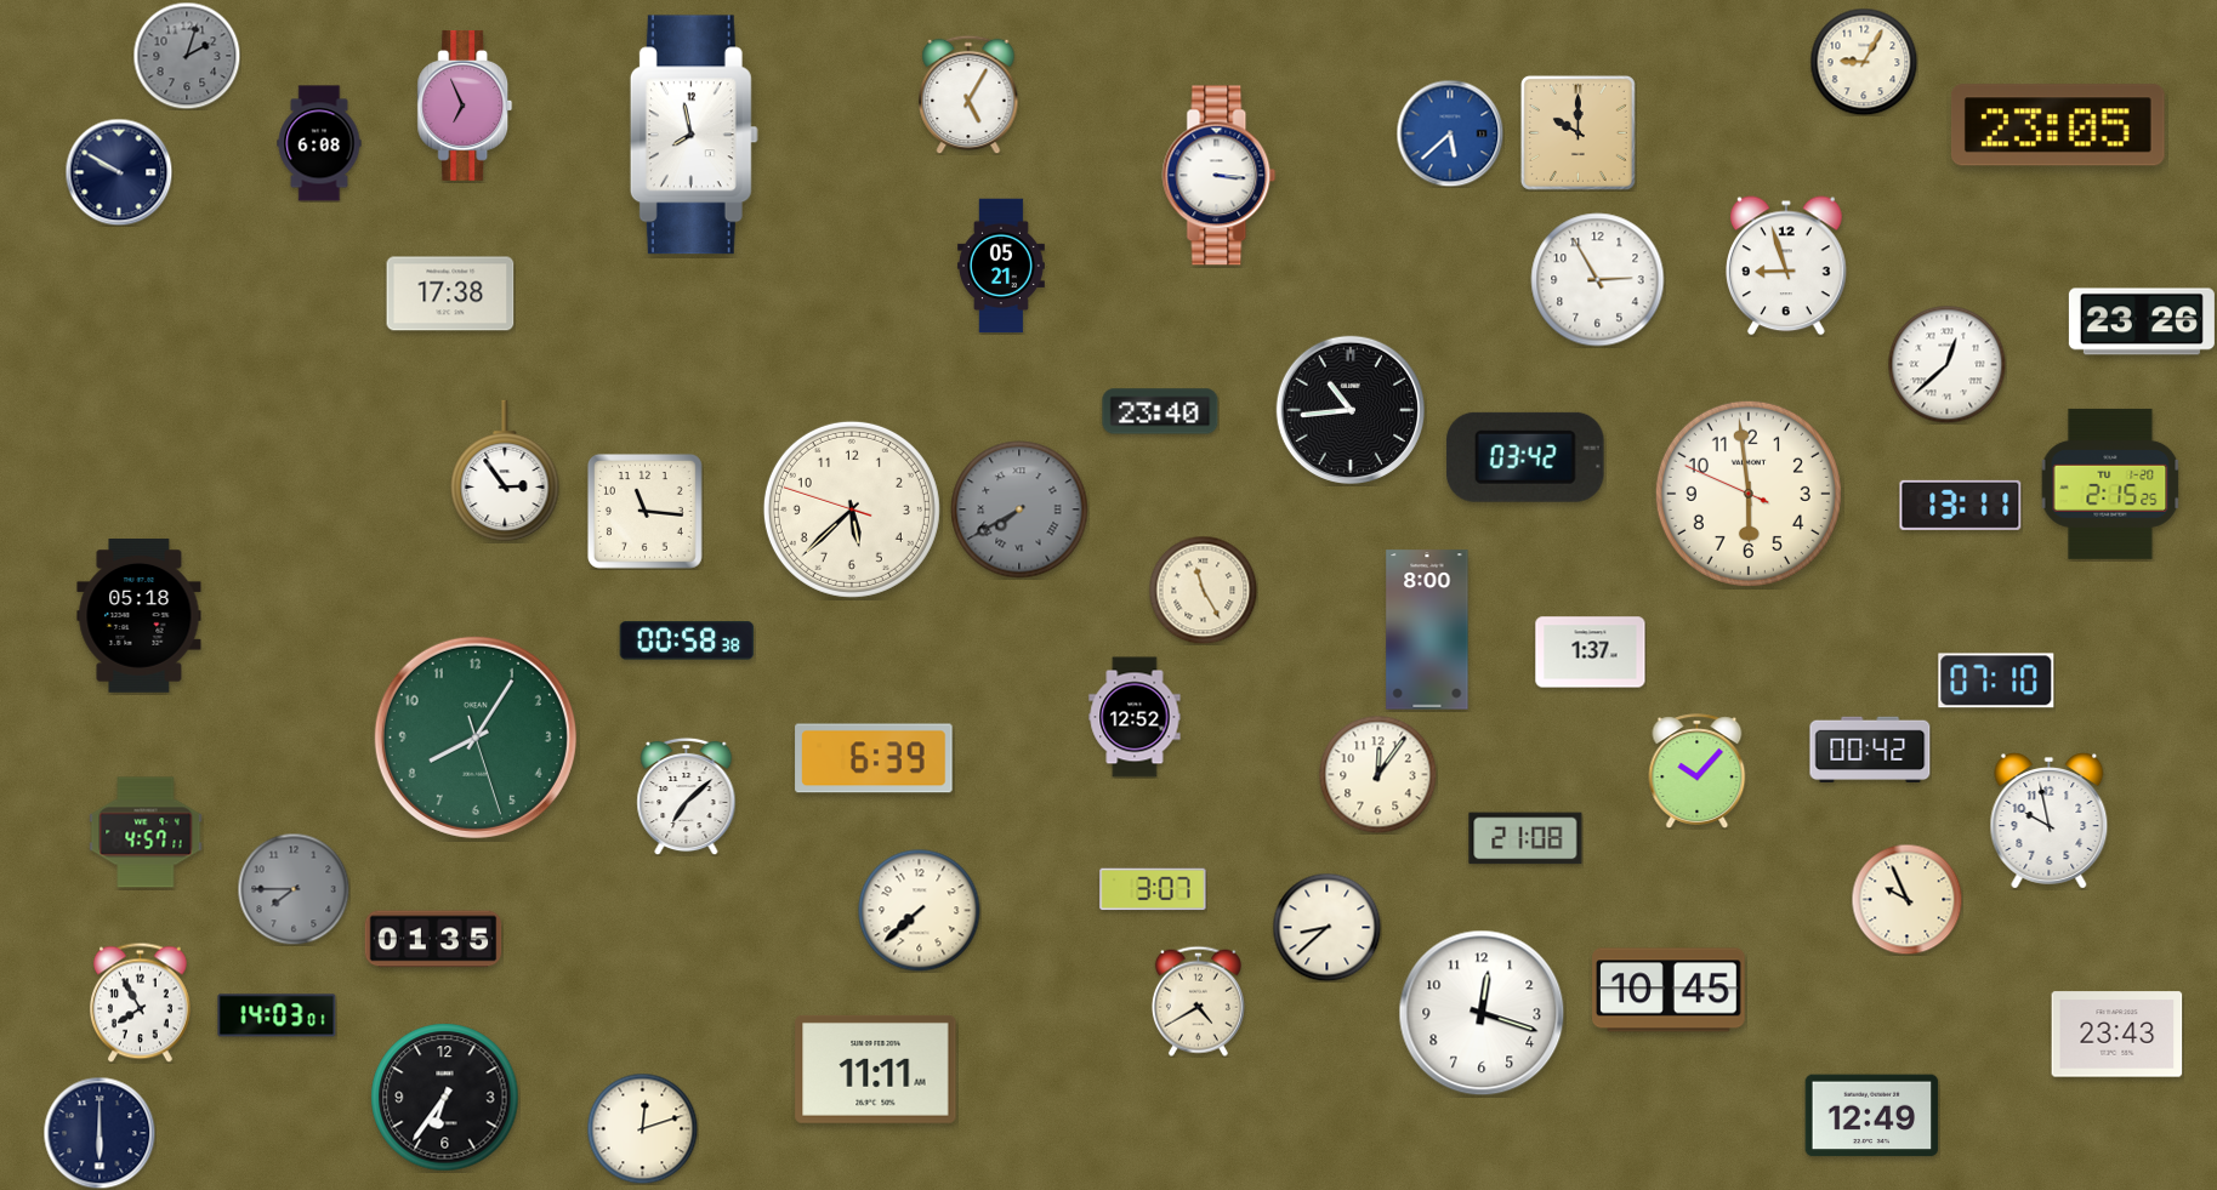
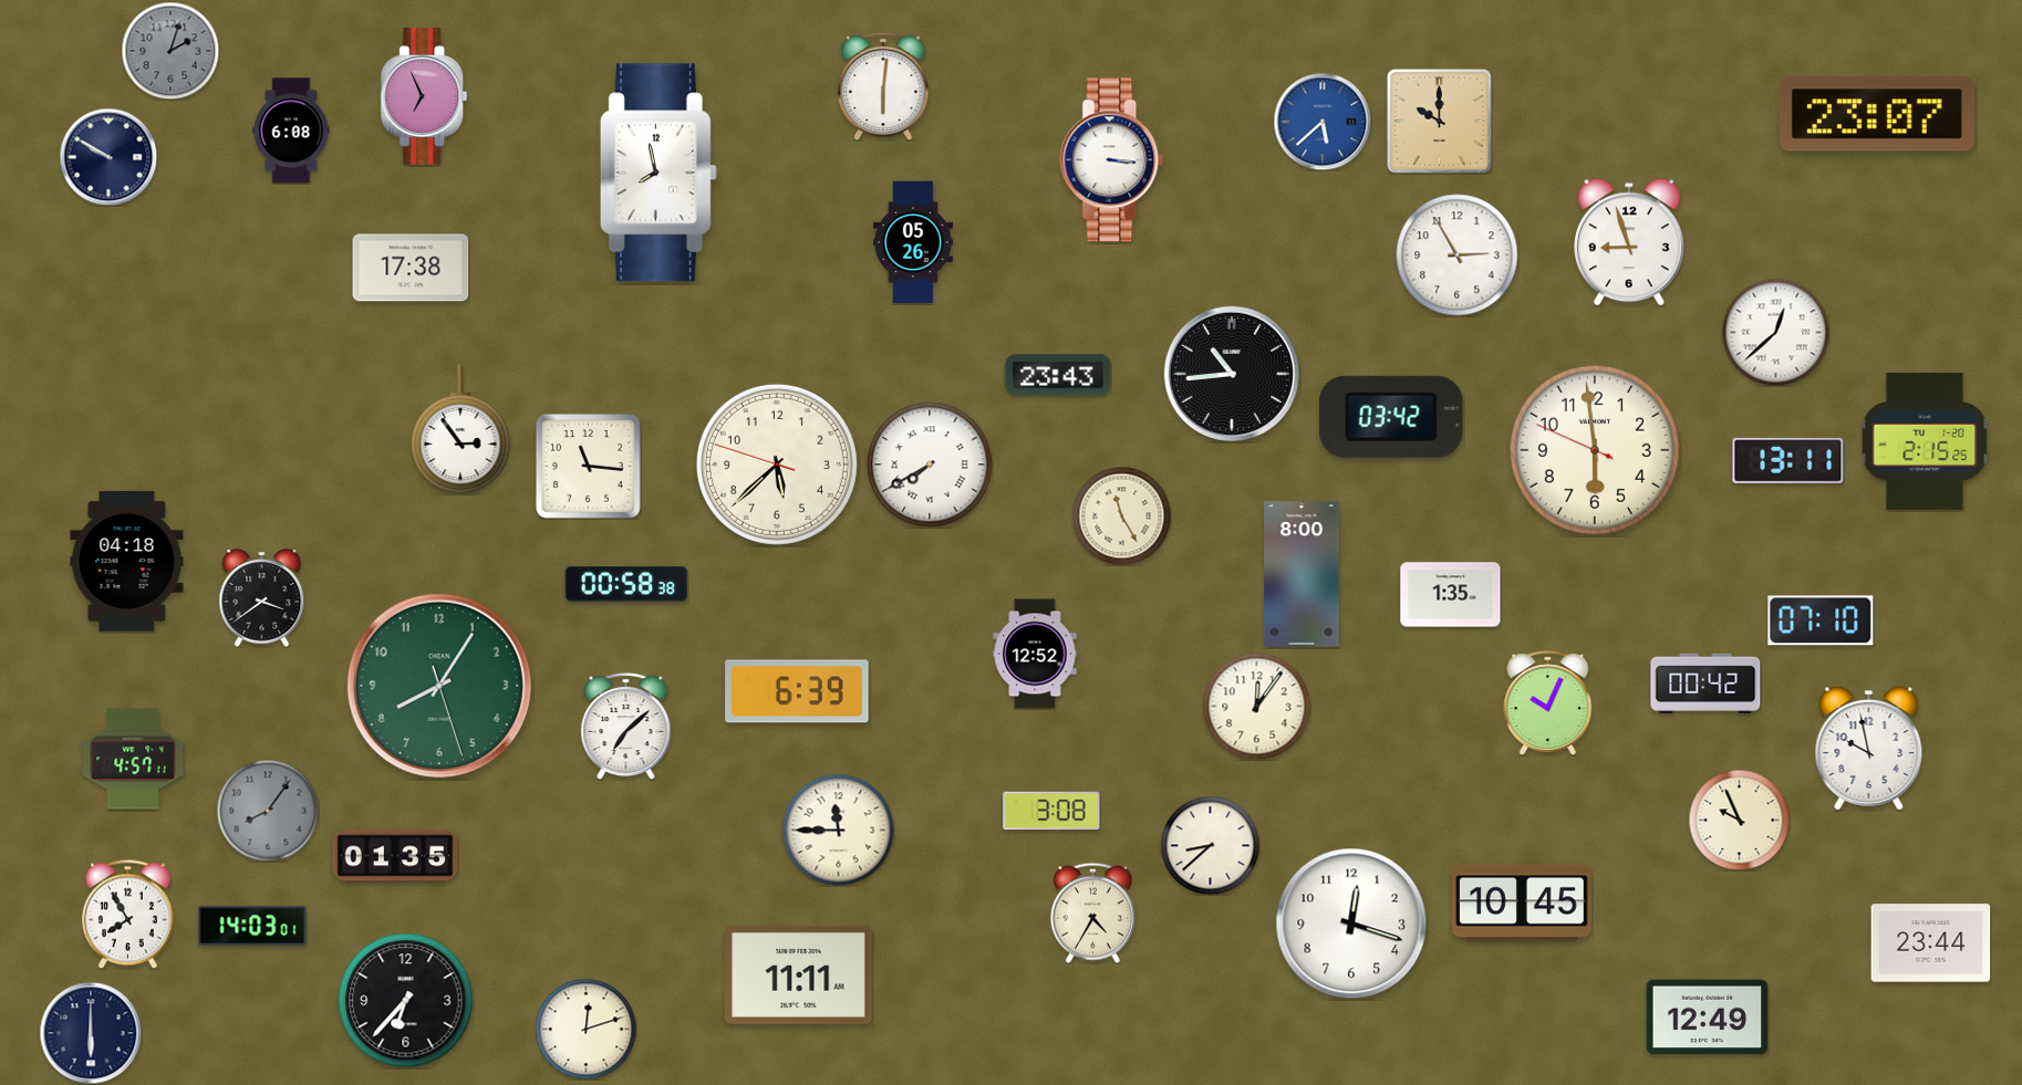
clock at (1864, 62): 9:05 -> none
clock at (968, 95): 5:05 -> 6:01
clock at (2058, 125): 23:05 -> 23:07
clock at (694, 135) position: (694, 135) -> (659, 173)
clock at (1001, 266): 05:21 -> 05:26
clock at (2142, 321): 23:26 -> none
clock at (1160, 411): 23:40 -> 23:43
clock at (1019, 509) dial: grey -> white
clock at (1203, 590) position: (1203, 590) -> (1121, 515)
clock at (140, 616): 05:18 -> 04:18
clock at (1591, 653): 1:37 -> 1:35
clock at (262, 598): none -> 3:39
clock at (476, 738) position: (476, 738) -> (439, 686)
clock at (1698, 771): 10:07 -> 10:04
clock at (1525, 838): 21:08 -> none
clock at (294, 889): 7:45 -> 8:06
clock at (1153, 889): 3:07 -> 3:08
clock at (920, 911): 7:38 -> 11:45
clock at (1198, 1001): 4:40 -> 4:35
clock at (2117, 1035): 23:43 -> 23:44
clock at (445, 1098): 6:36 -> 6:37
